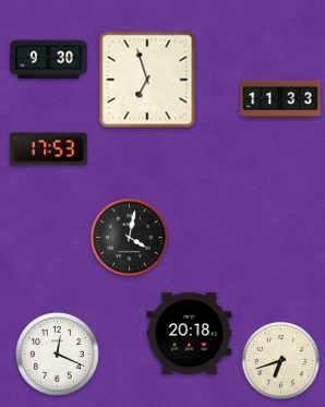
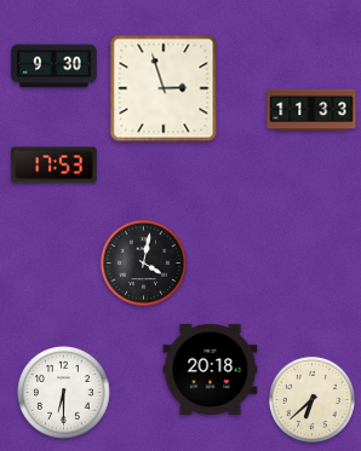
clock at (147, 80): 6:57 -> 2:57
clock at (58, 355): 12:19 -> 6:30
clock at (280, 360): 6:42 -> 6:38
